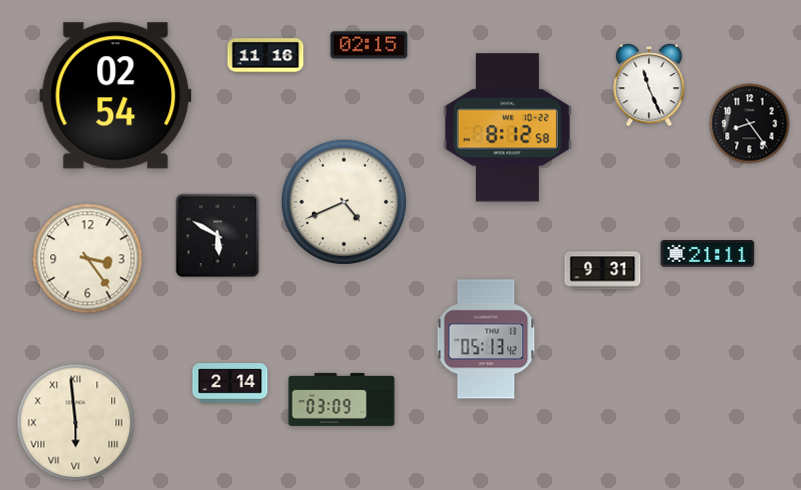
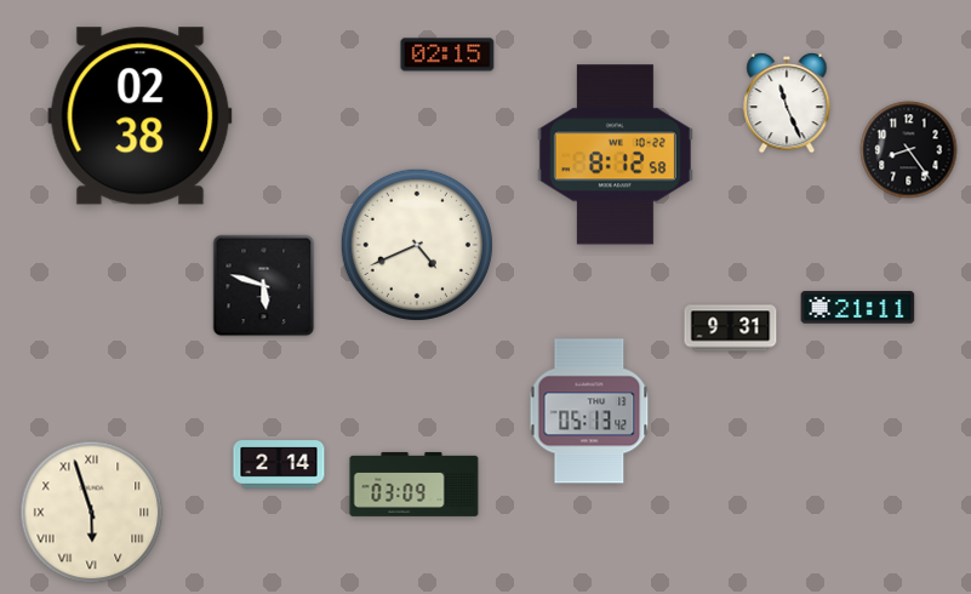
clock at (266, 56): 11:16 -> none
clock at (116, 96): 02:54 -> 02:38
clock at (218, 236): 5:50 -> 5:48
clock at (88, 259): 3:24 -> none
clock at (76, 423): 5:59 -> 5:57
